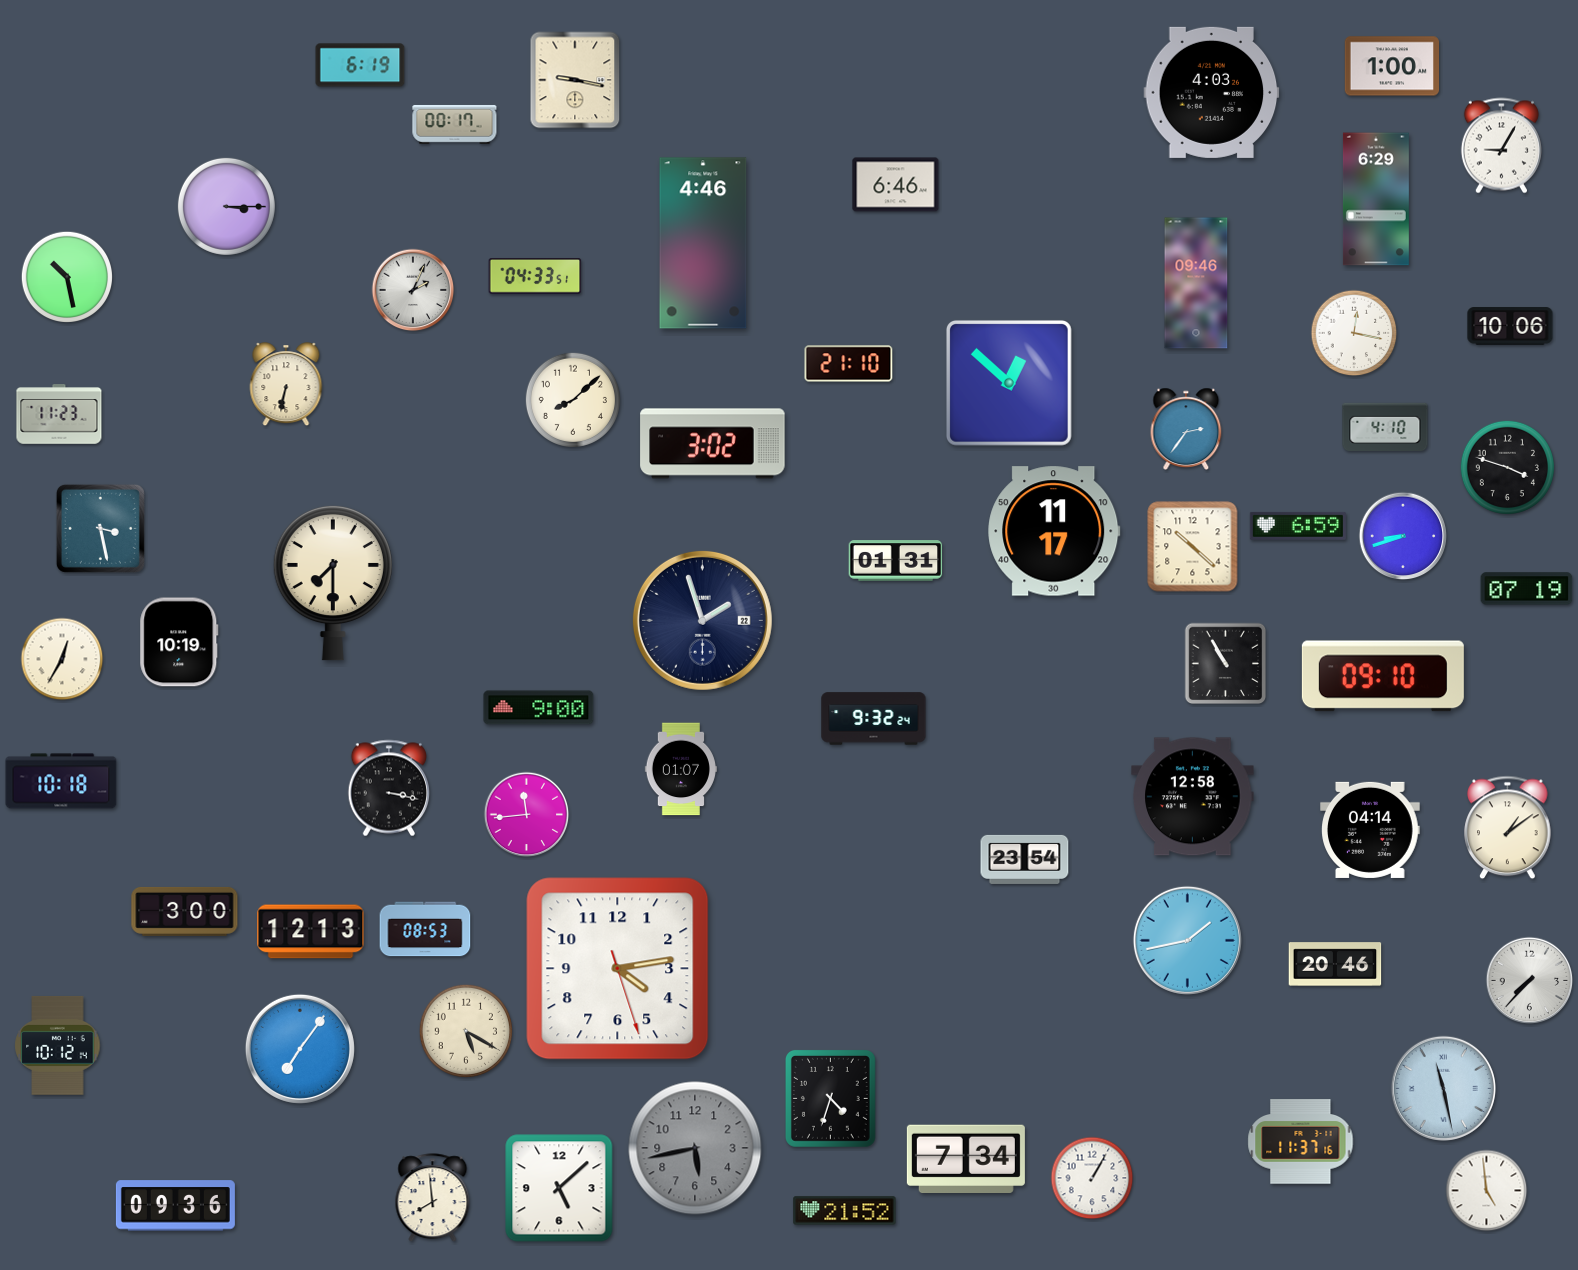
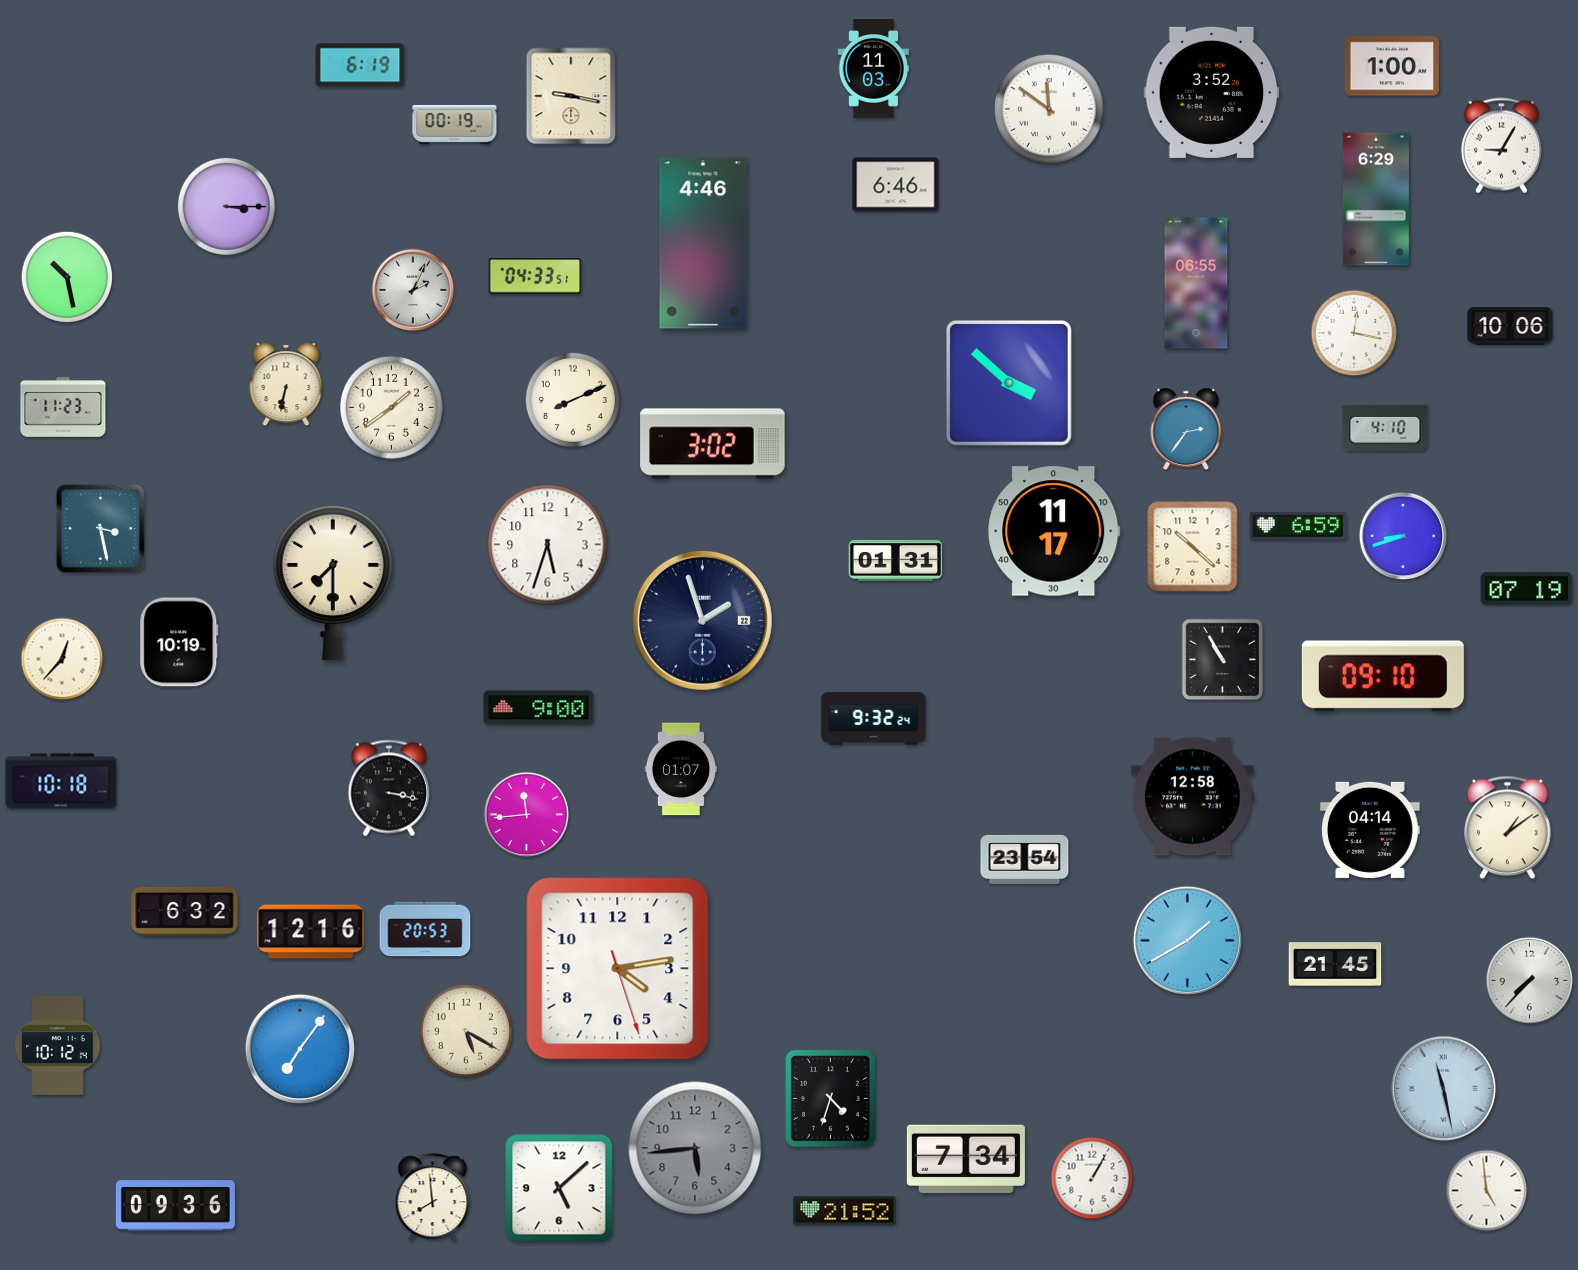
clock at (873, 69): none -> 11:03
clock at (575, 80) position: (575, 80) -> (571, 96)
clock at (1212, 92): 4:03 -> 3:52
clock at (1049, 109): none -> 11:51
clock at (455, 124): 00:17 -> 00:19
clock at (1196, 283): 09:46 -> 06:55
clock at (849, 364): 21:10 -> none
clock at (1009, 383): 12:52 -> 3:52
clock at (573, 400): 8:08 -> 8:11
clock at (391, 407): none -> 1:39
clock at (59, 414) position: (59, 414) -> (63, 407)
clock at (1507, 467): 3:48 -> none
clock at (548, 545): none -> 5:33
clock at (62, 659): 12:35 -> 12:37
clock at (1226, 664) position: (1226, 664) -> (1223, 660)
clock at (185, 911): 3:00 -> 6:32
clock at (425, 929): 08:53 -> 20:53
clock at (311, 932): 12:13 -> 12:16
clock at (1187, 940): 1:43 -> 1:40
clock at (1335, 964): 20:46 -> 21:45
clock at (1301, 1142): 11:37 -> none
clock at (695, 1148): 5:43 -> 5:44
